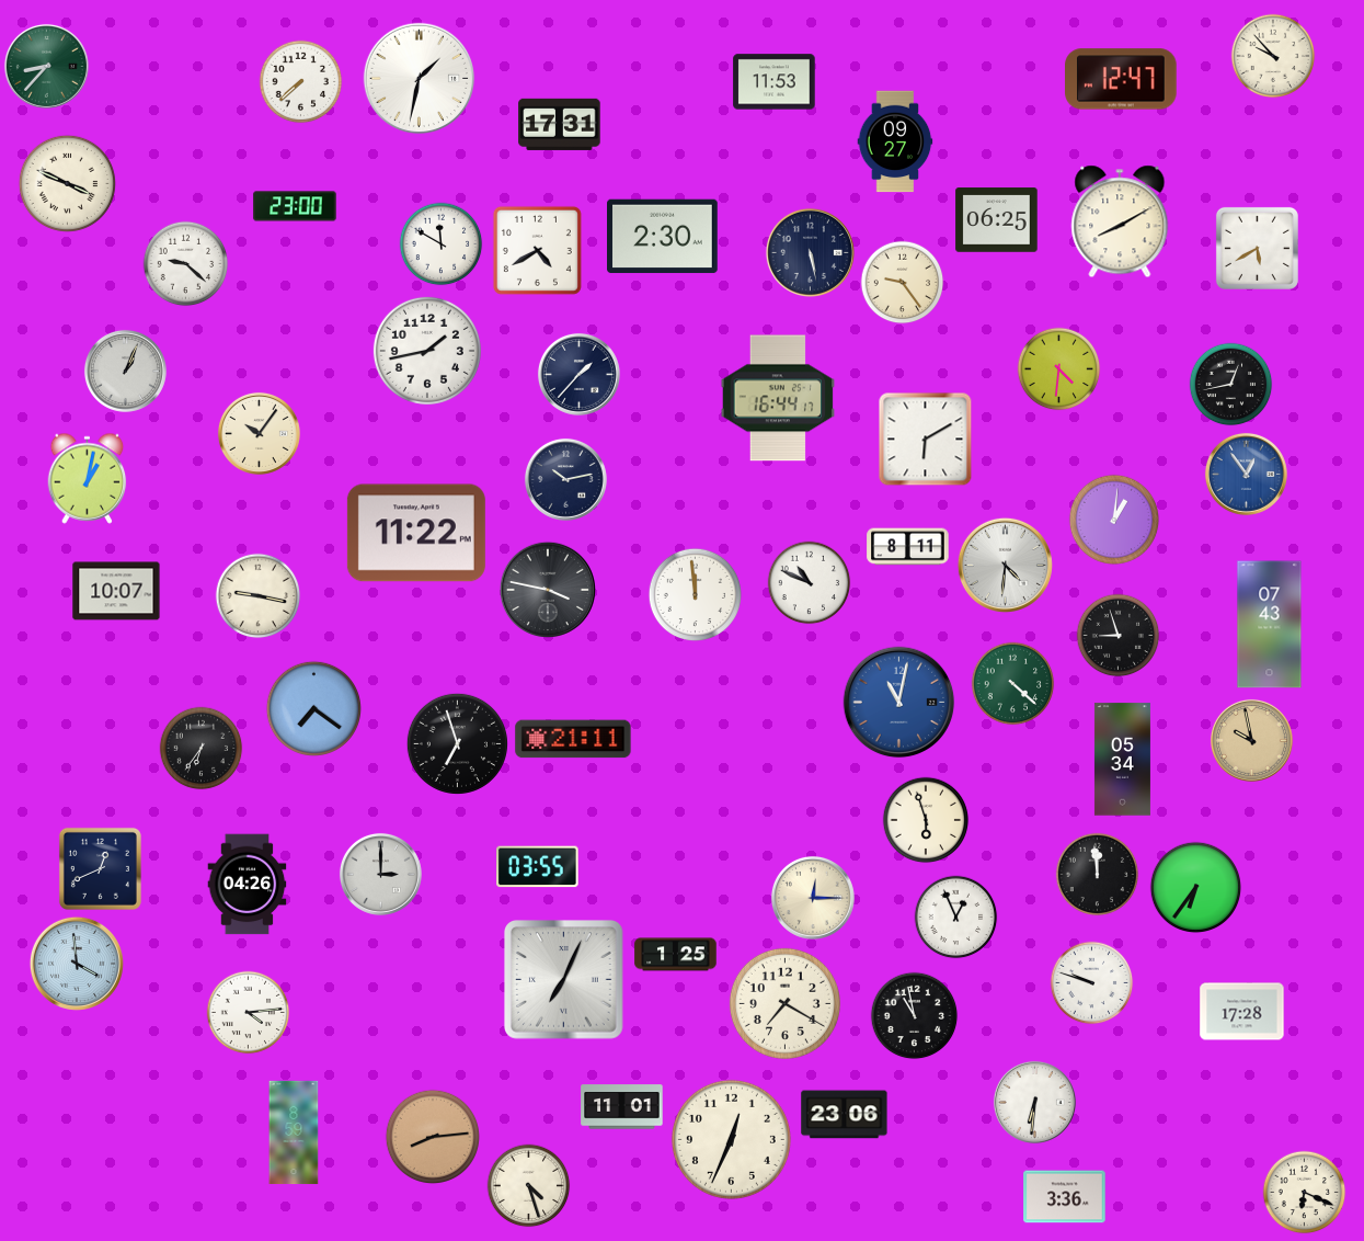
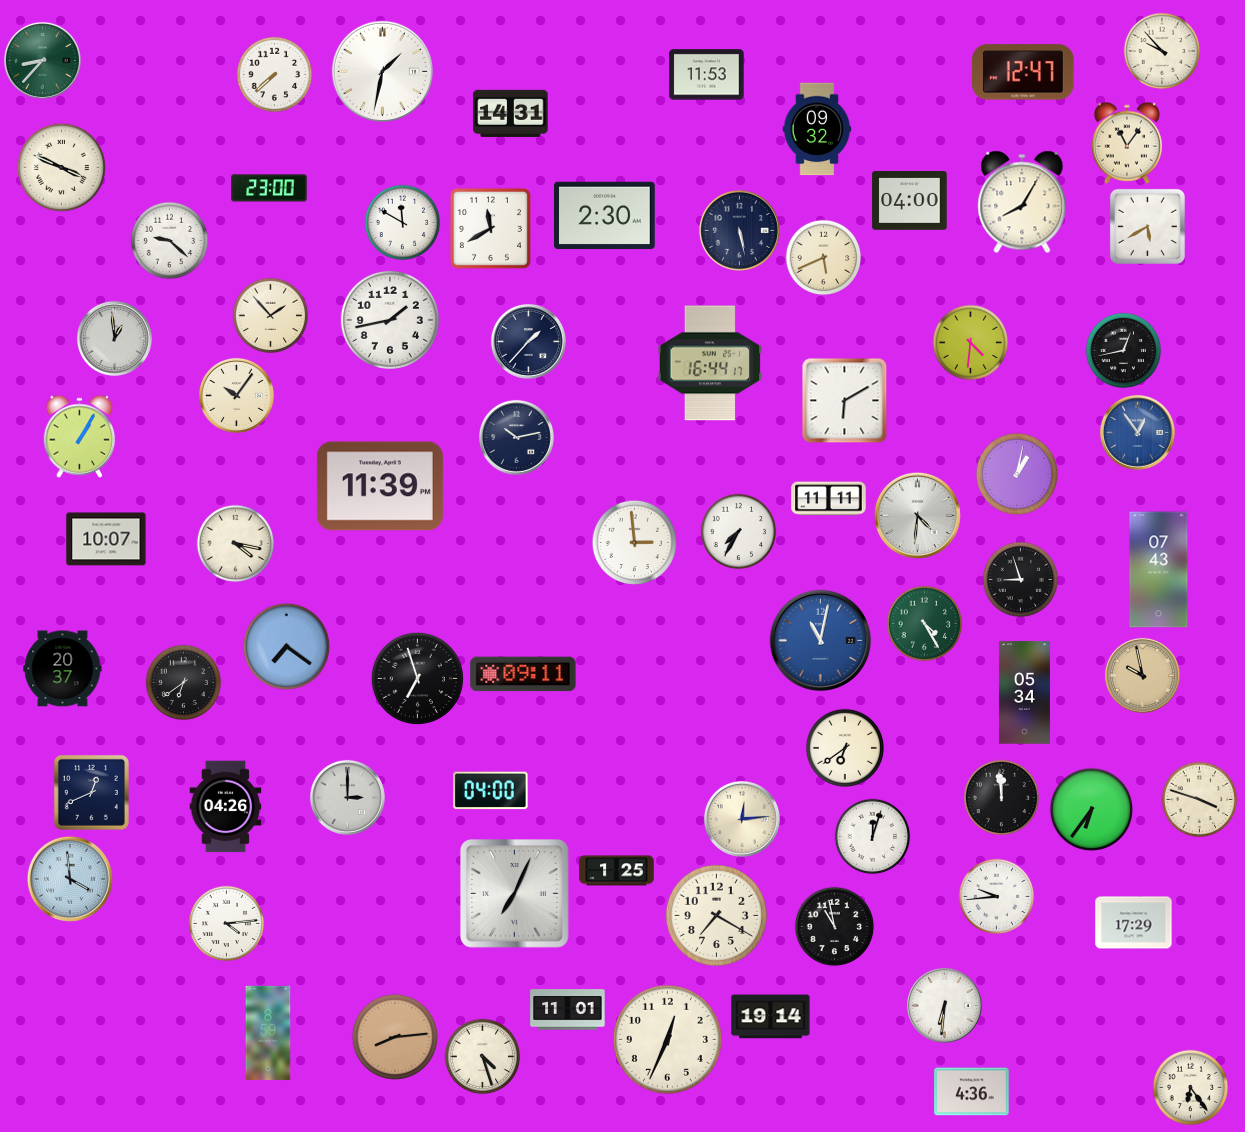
clock at (560, 124): 17:31 -> 14:31
clock at (895, 141): 09:27 -> 09:32
clock at (1126, 143): none -> 11:06
clock at (997, 220): 06:25 -> 04:00
clock at (1120, 221): 8:10 -> 8:05
clock at (537, 250): 4:40 -> 11:40
clock at (903, 283): 9:24 -> 5:41
clock at (271, 316): none -> 1:53
clock at (1059, 369) position: (1059, 369) -> (971, 343)
clock at (125, 371): 1:04 -> 12:59
clock at (88, 478): 1:02 -> 1:05
clock at (1114, 520): 1:01 -> 1:02
clock at (416, 533): 11:22 -> 11:39
clock at (908, 547): 8:11 -> 11:11
clock at (810, 583): 10:49 -> 7:35
clock at (548, 590): 3:47 -> none
clock at (695, 594): 11:59 -> 2:59
clock at (259, 596): 9:17 -> 4:17
clock at (1013, 684): 4:22 -> 4:25
clock at (63, 669): none -> 20:37
clock at (573, 739): 21:11 -> 09:11
clock at (202, 749): 6:36 -> 6:39
clock at (926, 820): 5:57 -> 6:39
clock at (538, 867): 03:55 -> 04:00
clock at (1200, 800): none -> 3:48
clock at (813, 898): 12:15 -> 12:14
clock at (956, 918): 12:56 -> 12:03
clock at (1092, 983): 9:48 -> 9:44
clock at (1242, 1012): 17:28 -> 17:29
clock at (845, 1115): 23:06 -> 19:14
clock at (529, 1186) position: (529, 1186) -> (483, 1057)
clock at (1305, 1193): 6:19 -> 6:24
clock at (1065, 1197): 3:36 -> 4:36
